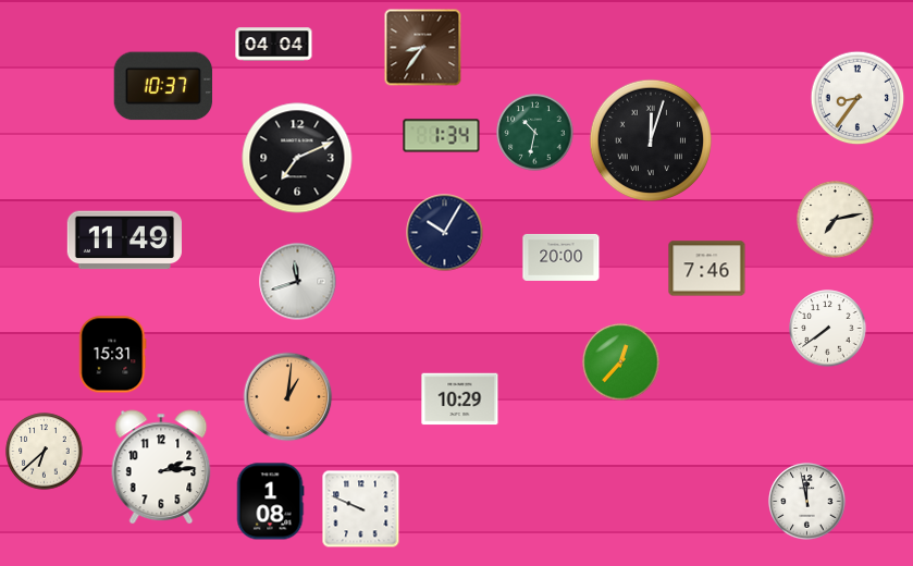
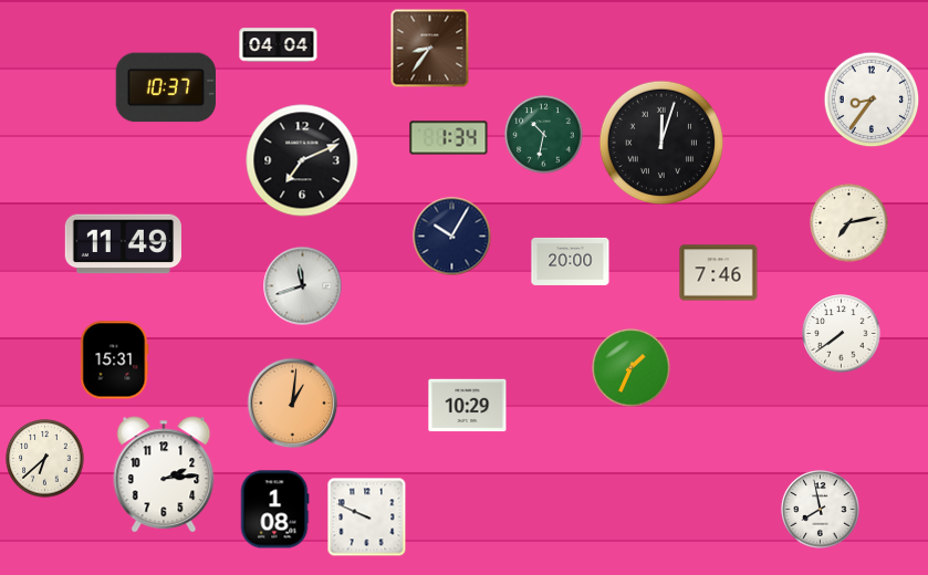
clock at (124, 241) position: (124, 241) -> (123, 244)
clock at (621, 362): 12:37 -> 1:34
clock at (807, 502): 11:58 -> 7:58
